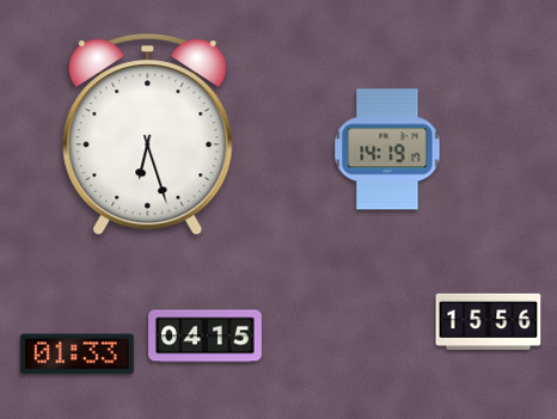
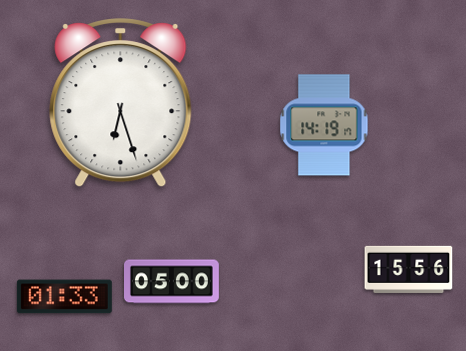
clock at (148, 135) position: (148, 135) -> (121, 103)
clock at (206, 337): 04:15 -> 05:00
